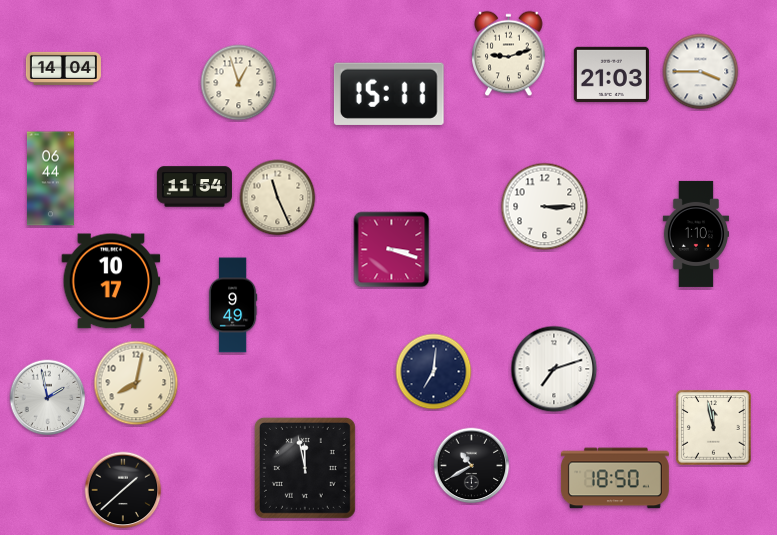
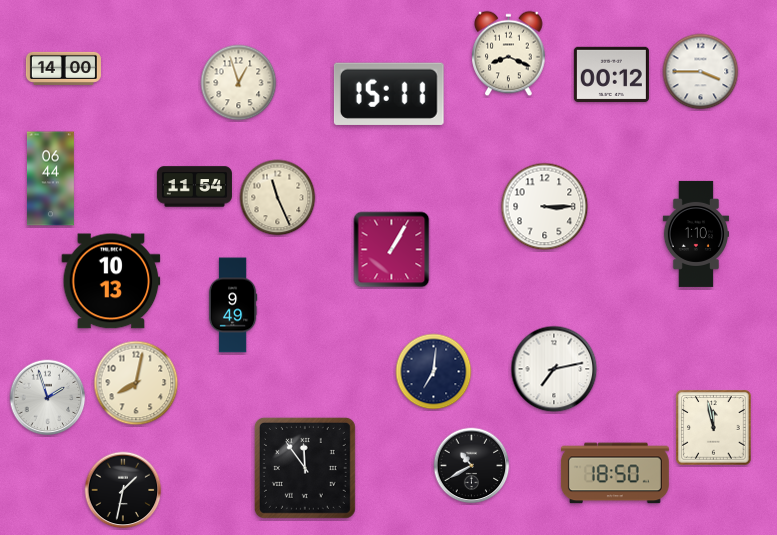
clock at (509, 54): 9:12 -> 8:19
clock at (63, 68): 14:04 -> 14:00
clock at (611, 74): 21:03 -> 00:12
clock at (392, 250): 3:18 -> 1:05
clock at (111, 281): 10:17 -> 10:13
clock at (554, 369): 7:12 -> 7:13
clock at (48, 398): 1:58 -> 1:57
clock at (305, 468): 11:58 -> 11:54
clock at (615, 478) position: (615, 478) -> (615, 473)
clock at (123, 490): 1:38 -> 1:32
